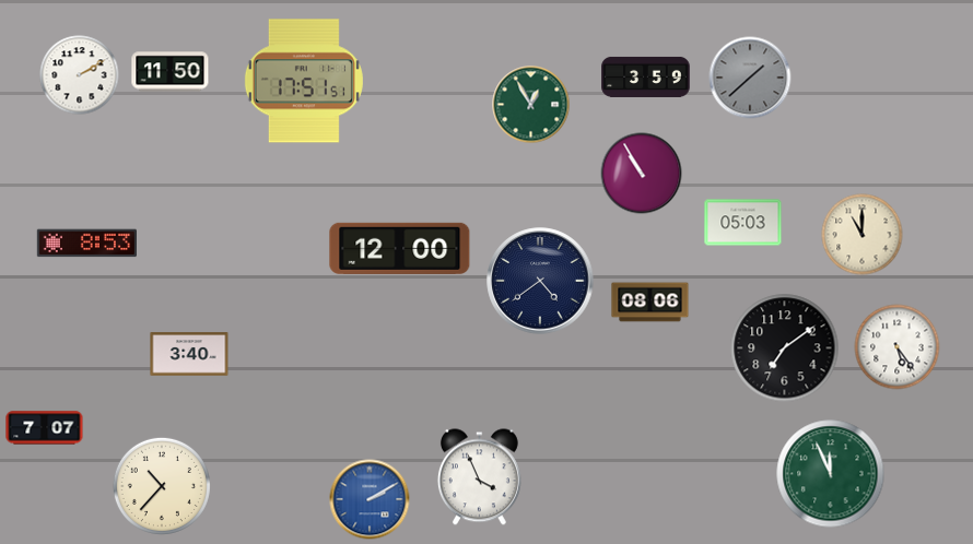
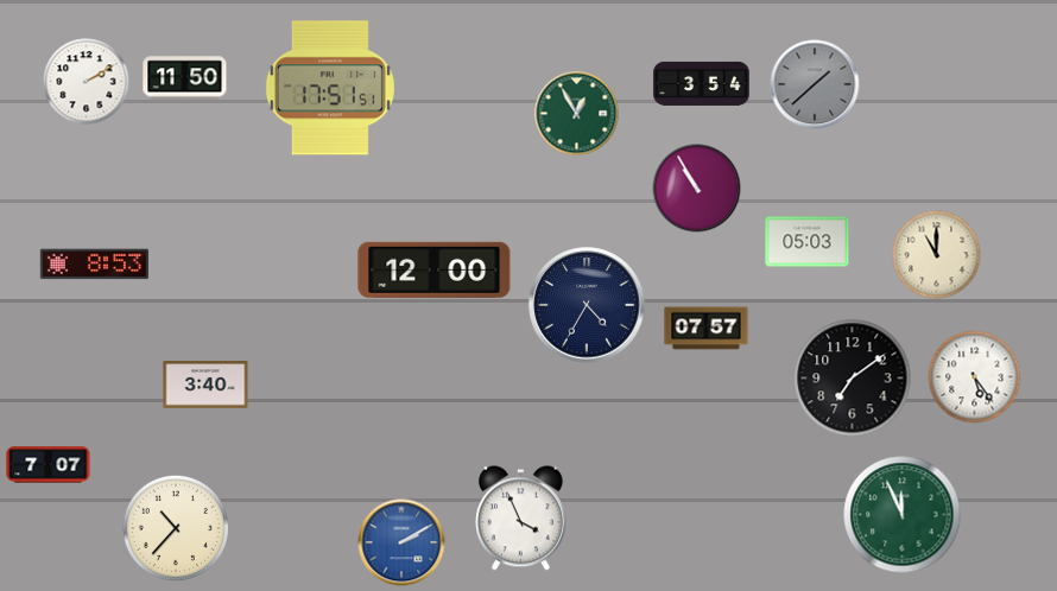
clock at (646, 76): 3:59 -> 3:54
clock at (540, 281): 4:39 -> 4:35
clock at (650, 303): 08:06 -> 07:57
